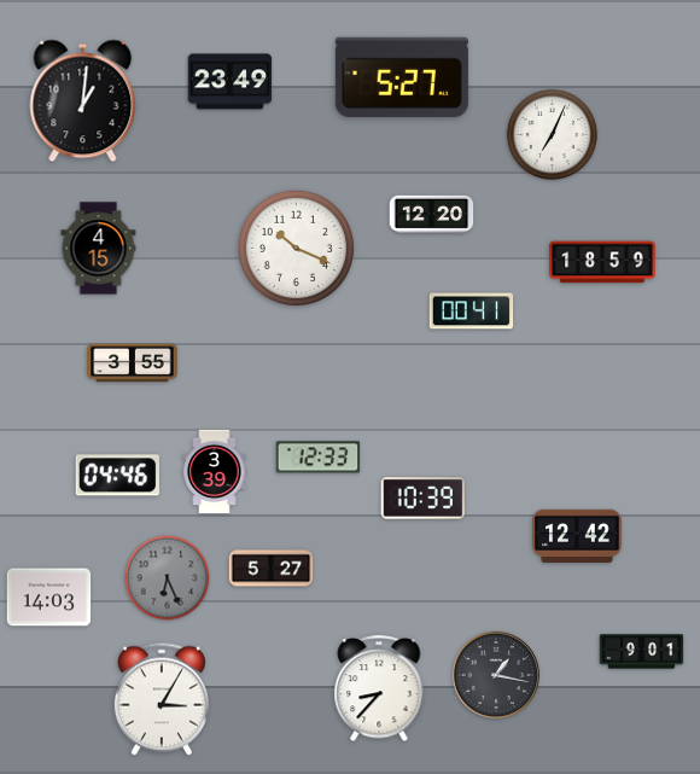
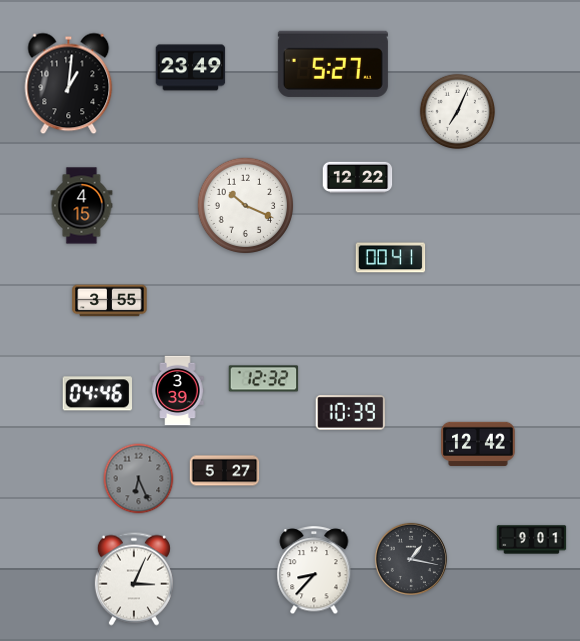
clock at (432, 214): 12:20 -> 12:22
clock at (602, 262): 18:59 -> none
clock at (319, 458): 12:33 -> 12:32
clock at (49, 598): 14:03 -> none
clock at (162, 699): 3:05 -> 3:04
